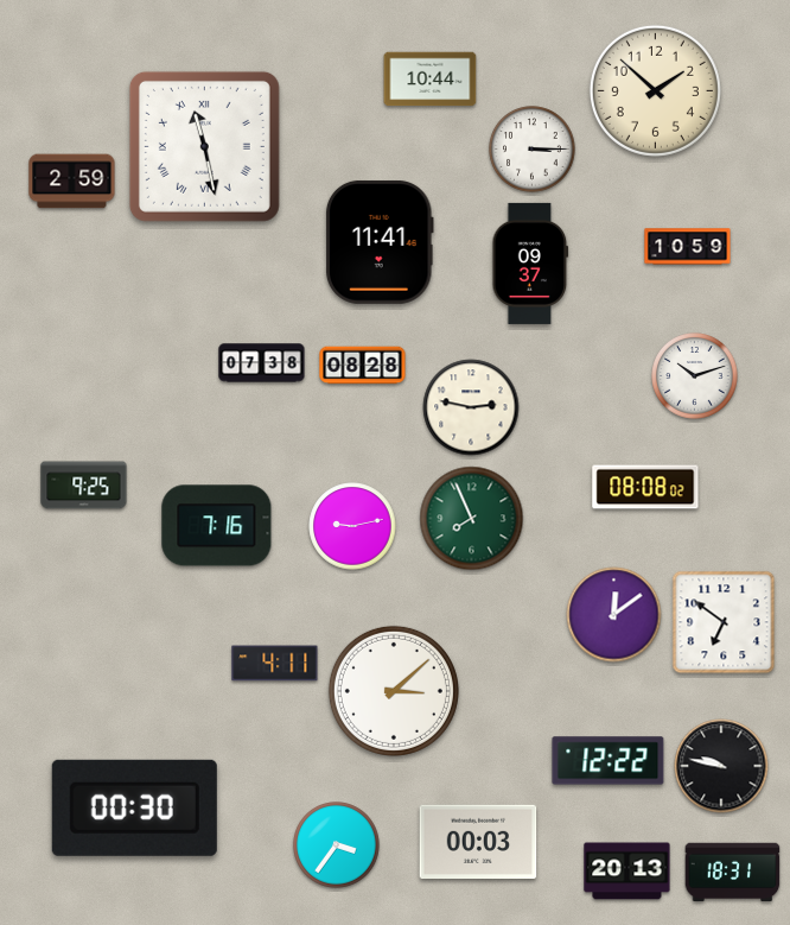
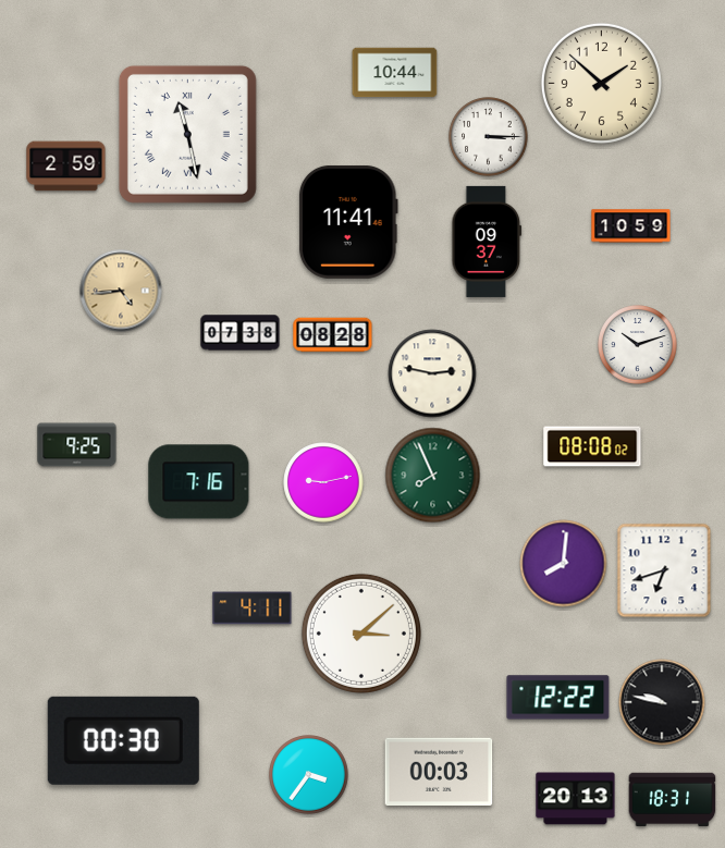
clock at (121, 291): none -> 4:44
clock at (614, 615): 12:09 -> 8:01
clock at (724, 622): 6:51 -> 6:42
